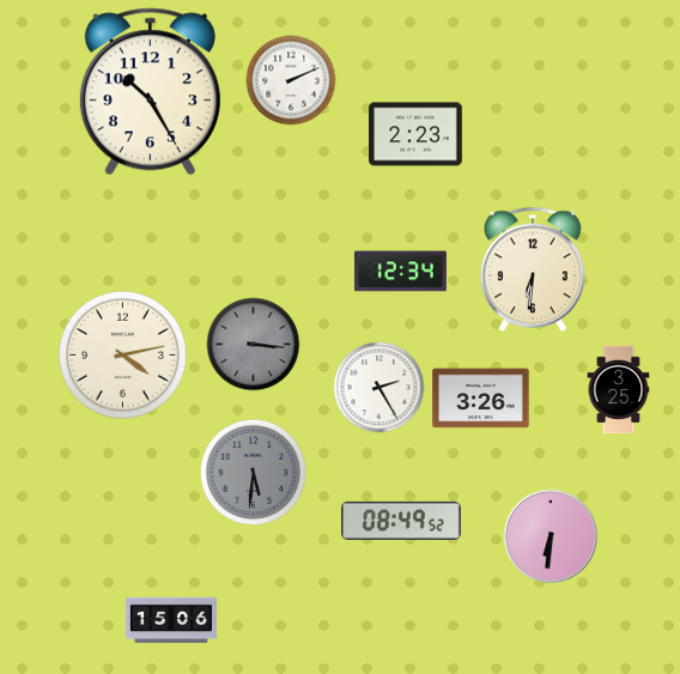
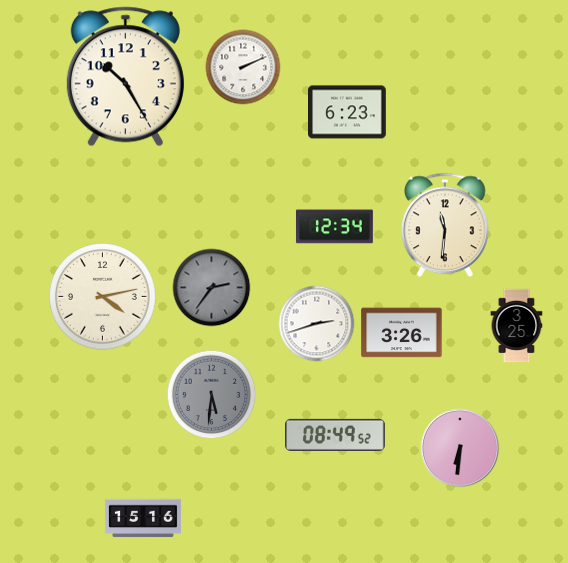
clock at (417, 134): 2:23 -> 6:23
clock at (533, 269): 6:31 -> 11:31
clock at (254, 345): 3:16 -> 2:36
clock at (380, 388): 2:25 -> 2:42
clock at (171, 620): 15:06 -> 15:16
